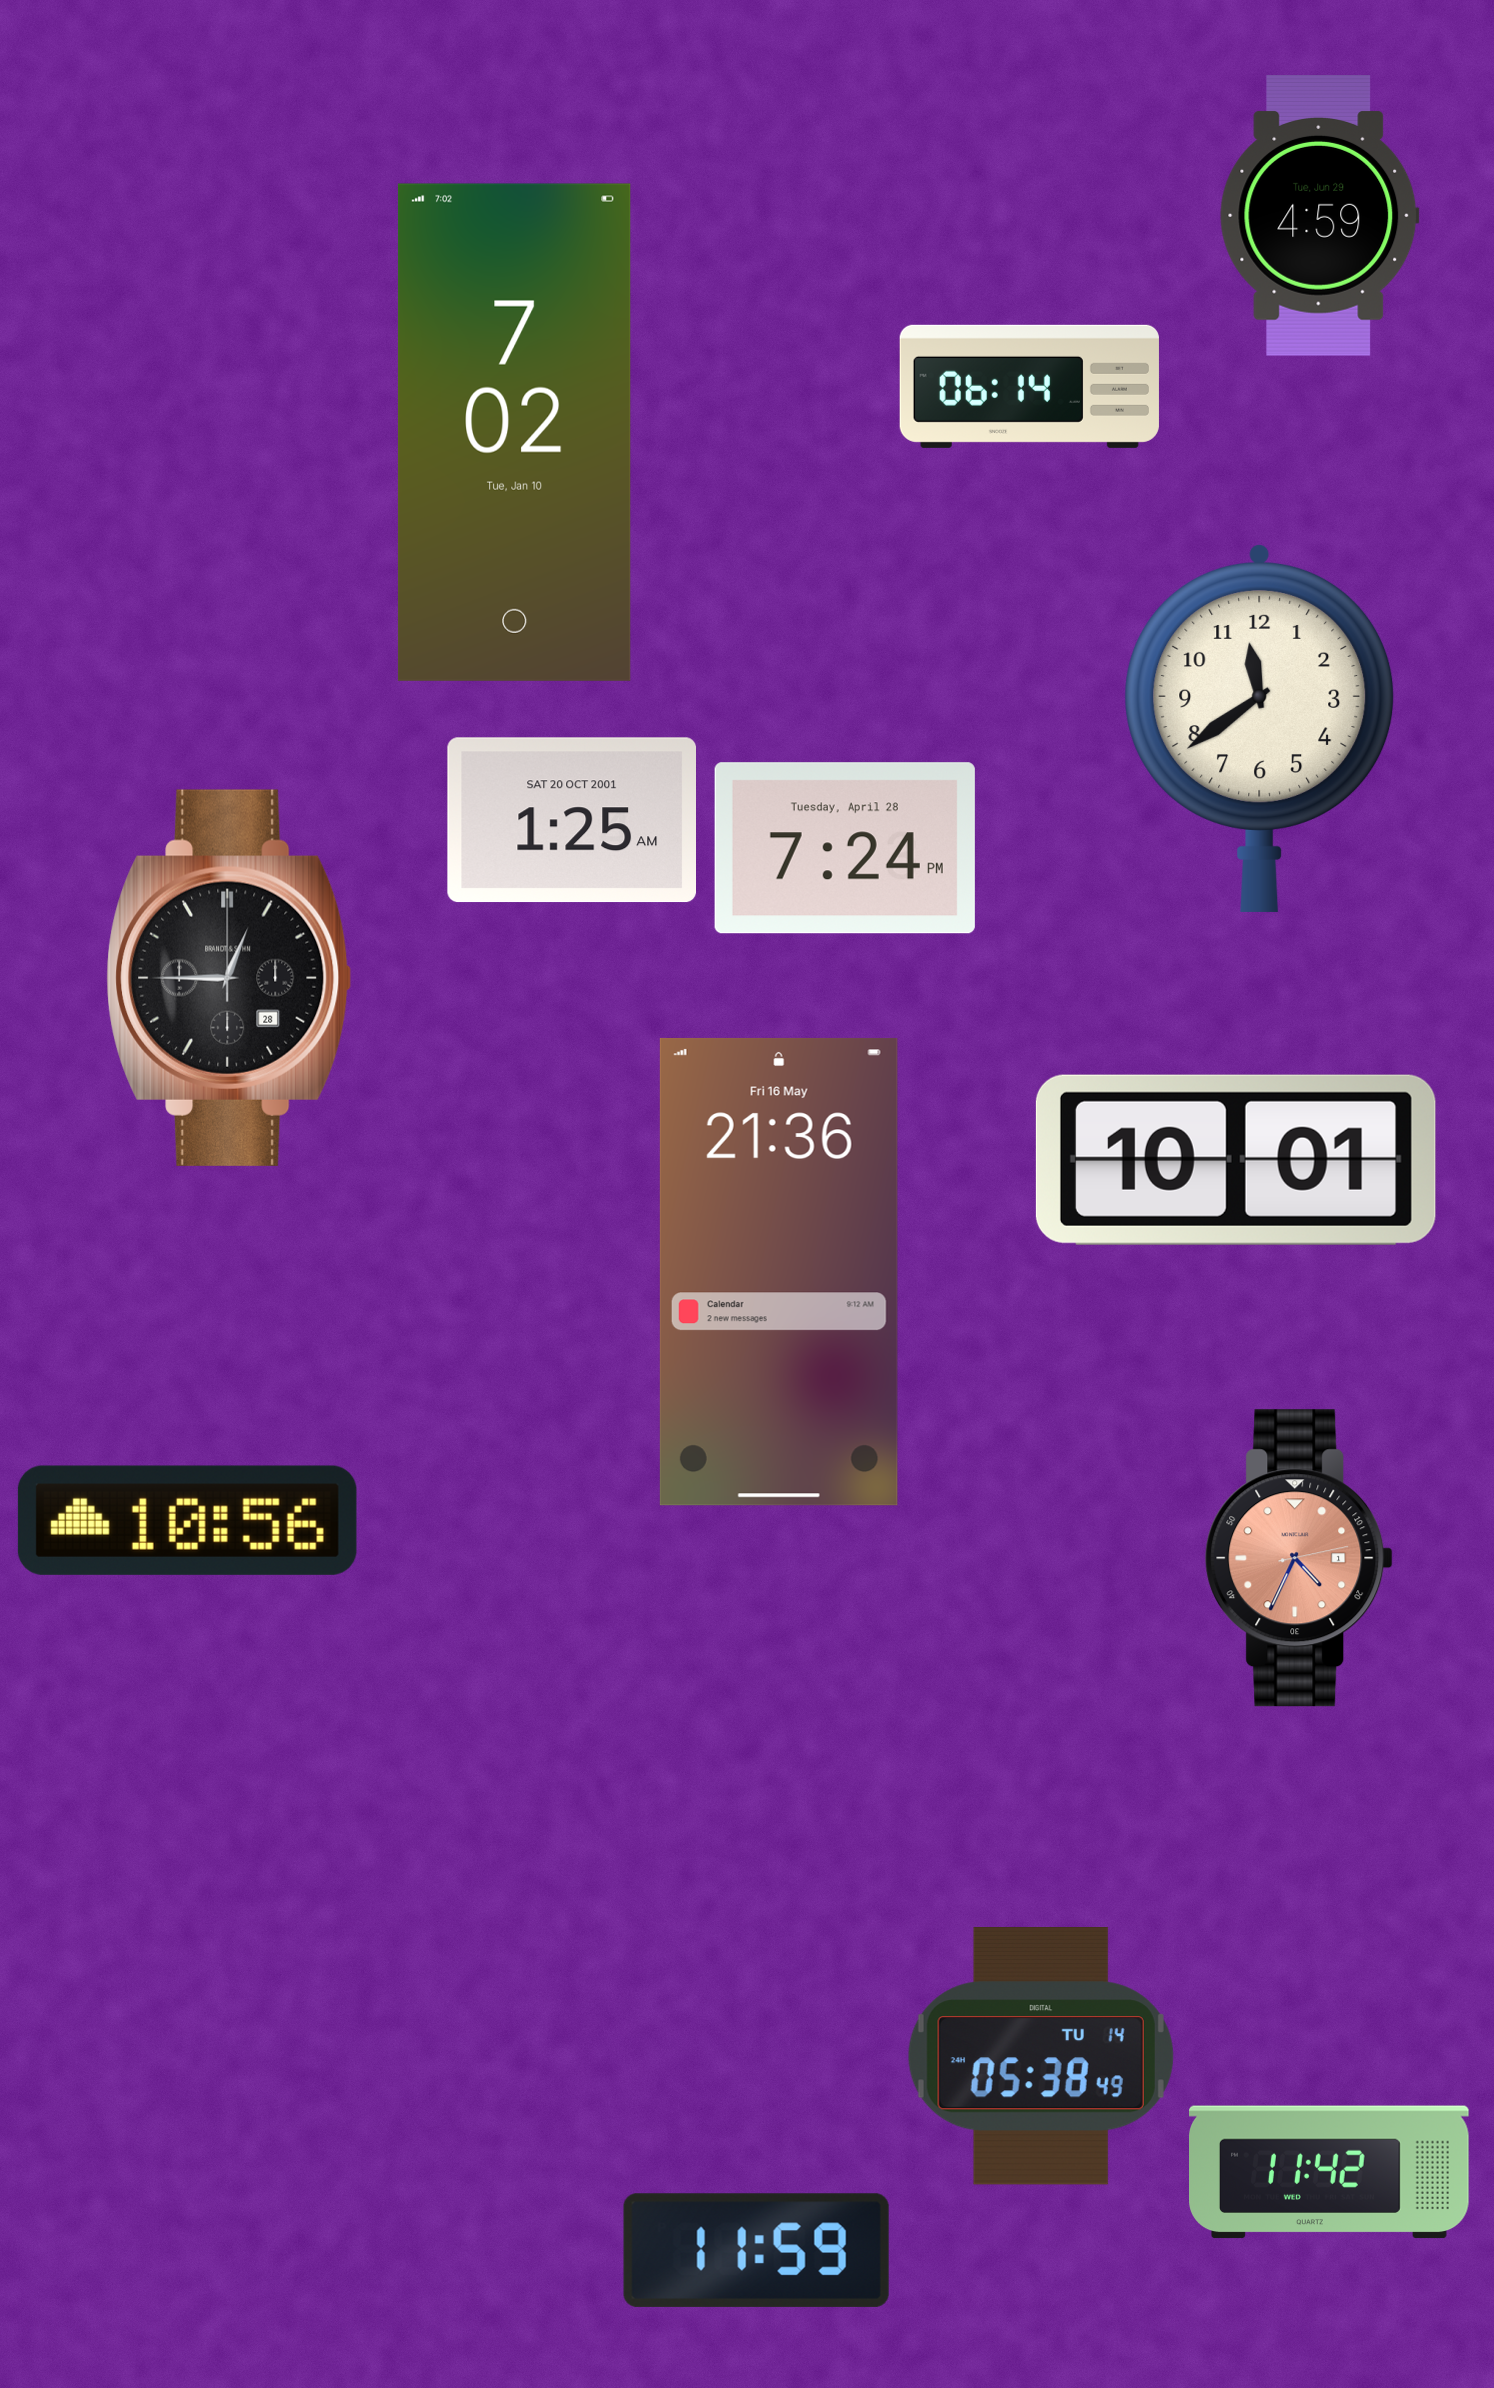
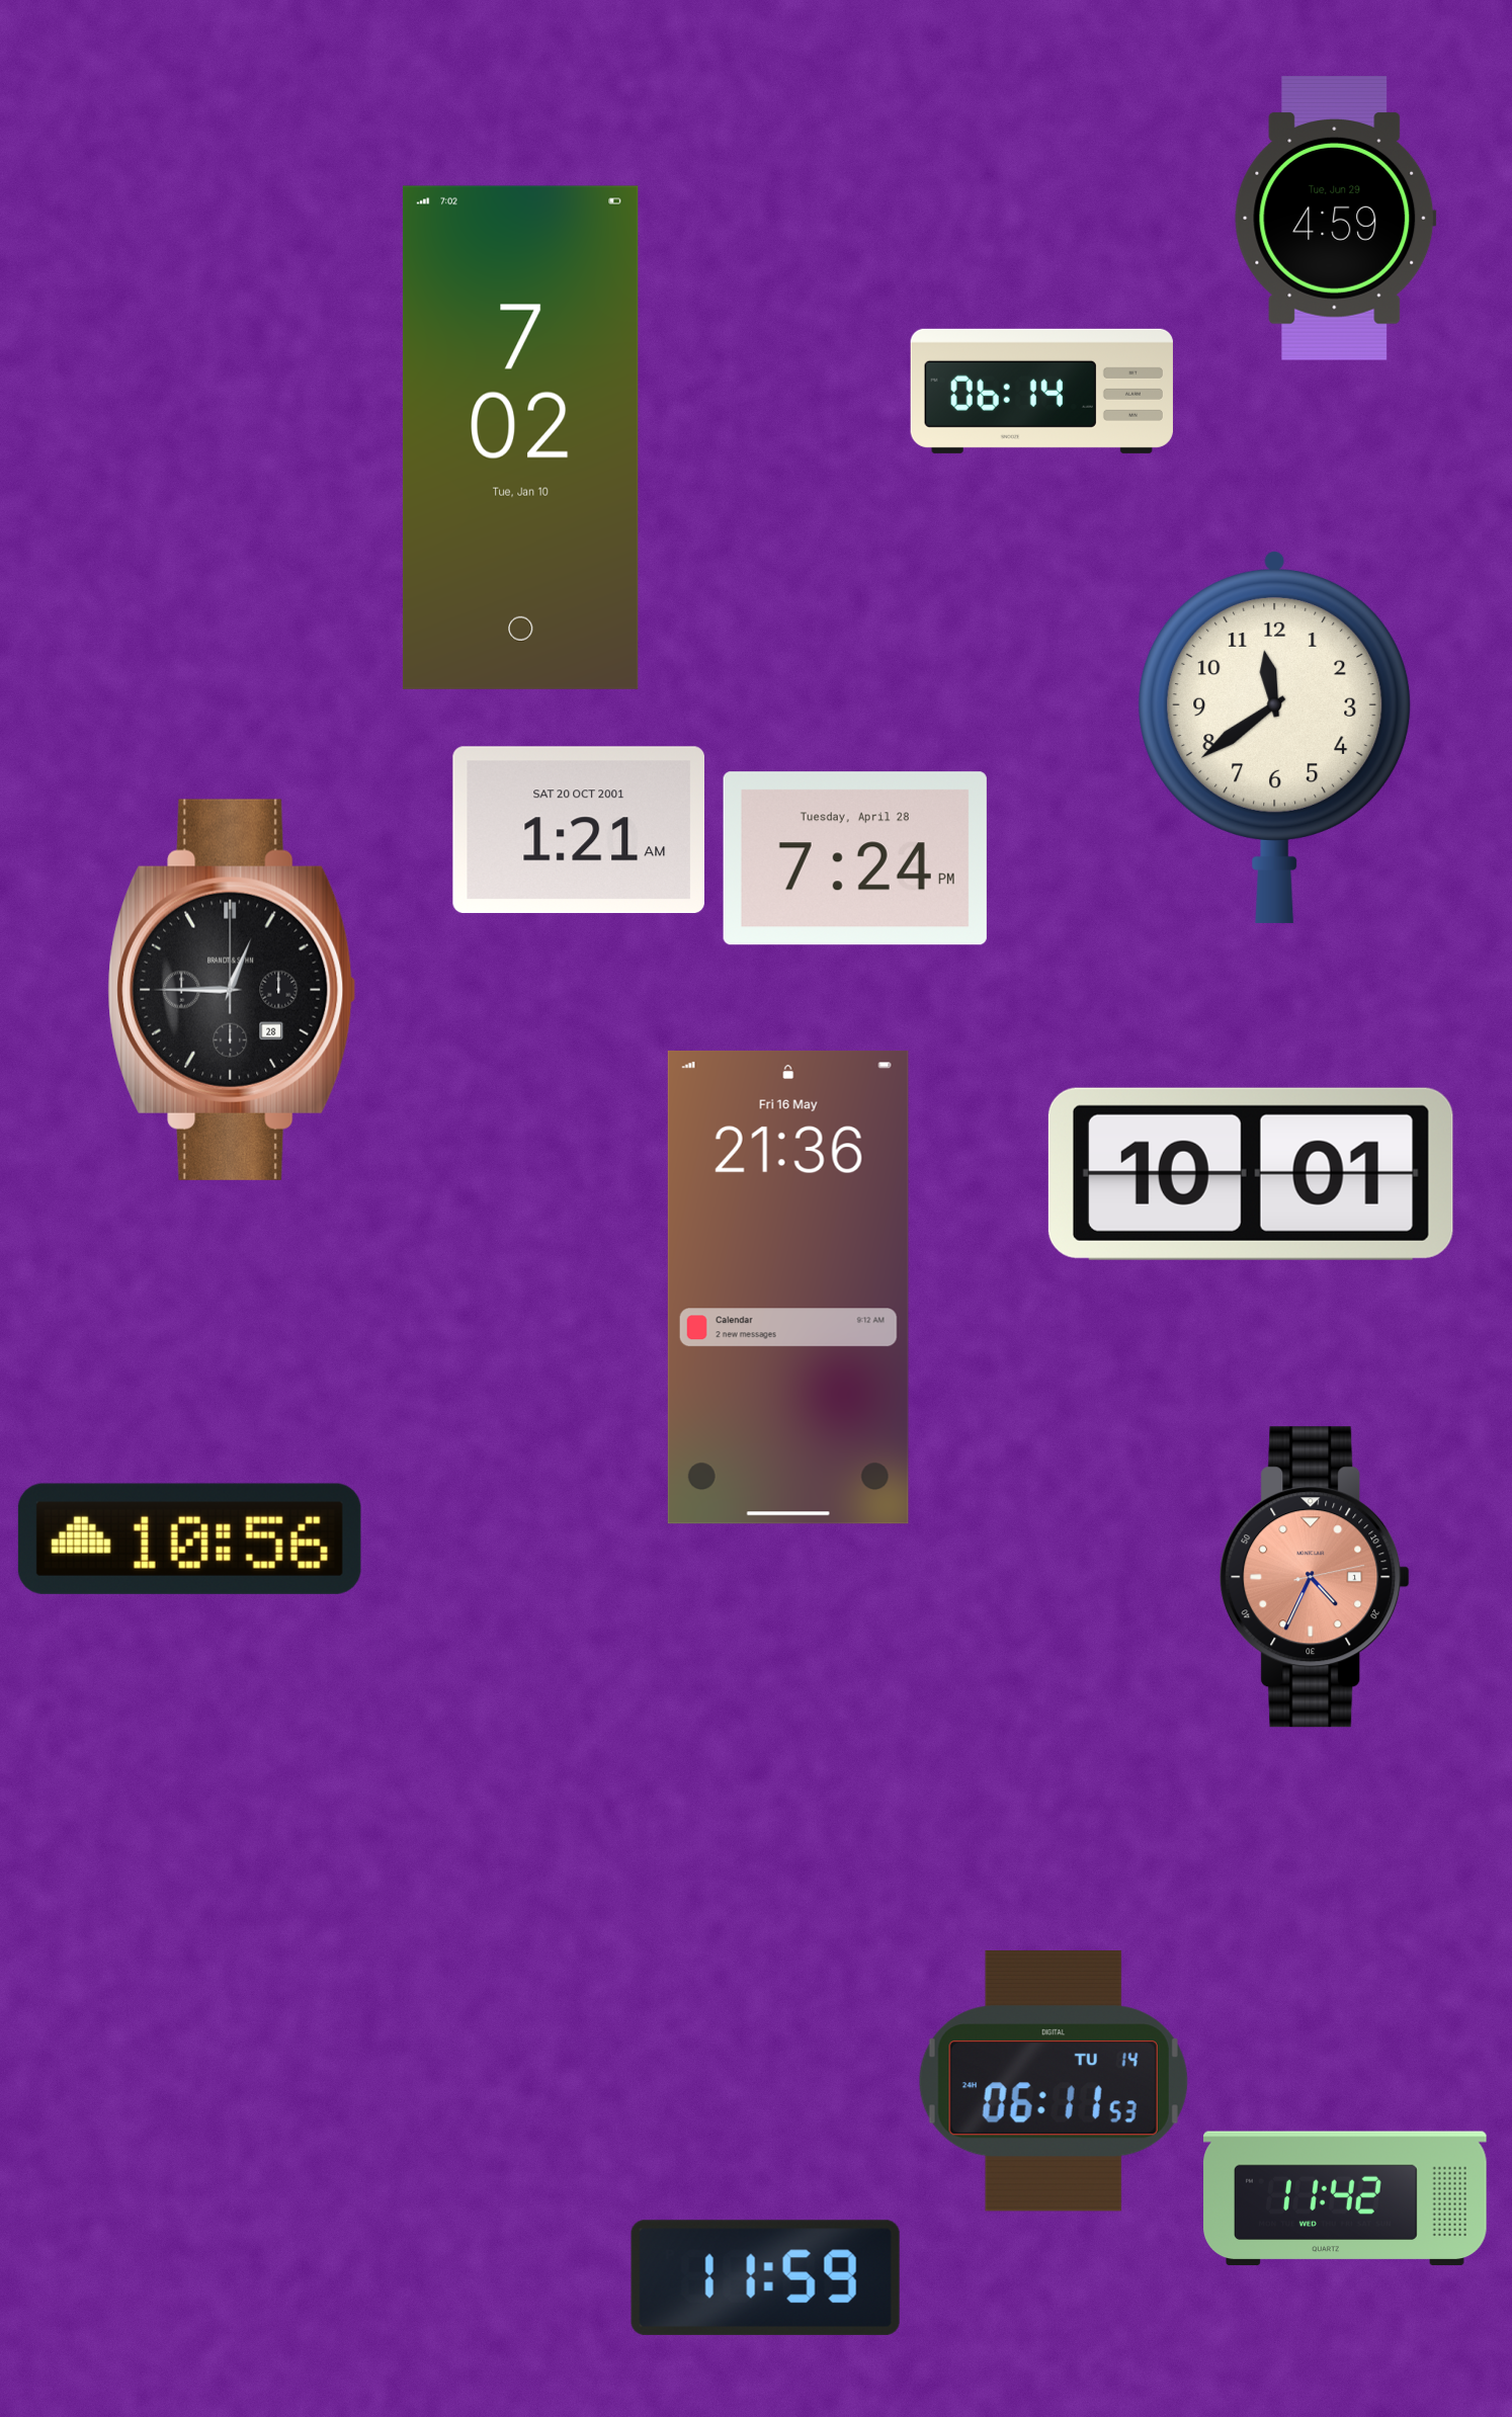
clock at (571, 820): 1:25 -> 1:21
clock at (1041, 2057): 05:38 -> 06:11
